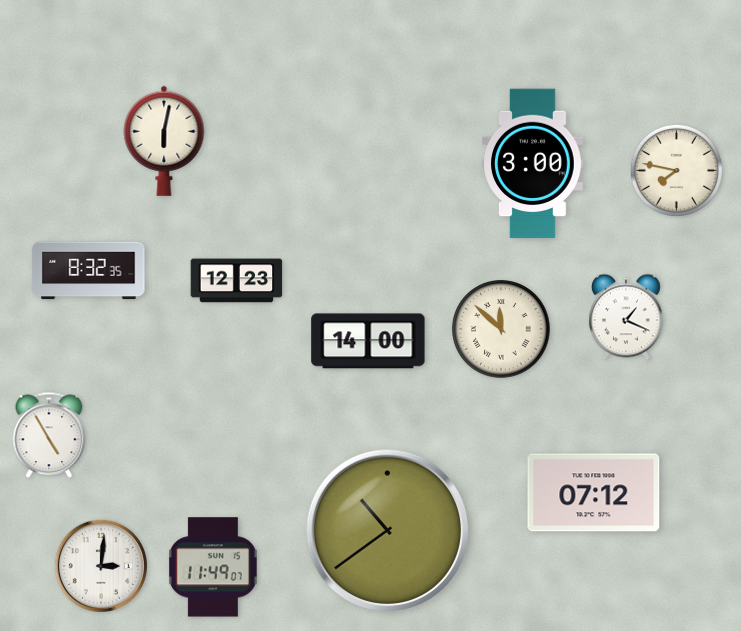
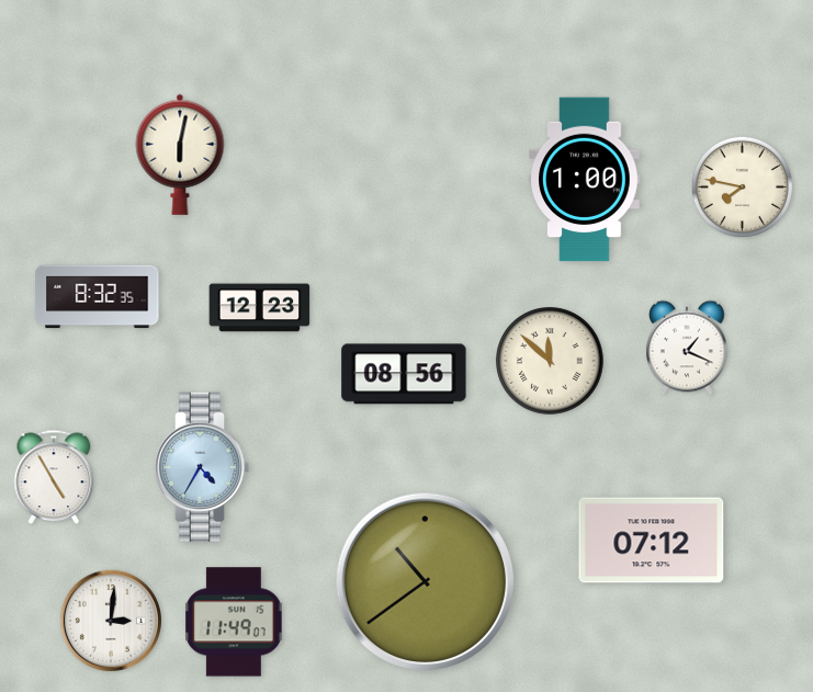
clock at (533, 164): 3:00 -> 1:00
clock at (368, 341): 14:00 -> 08:56
clock at (202, 467): none -> 4:35
